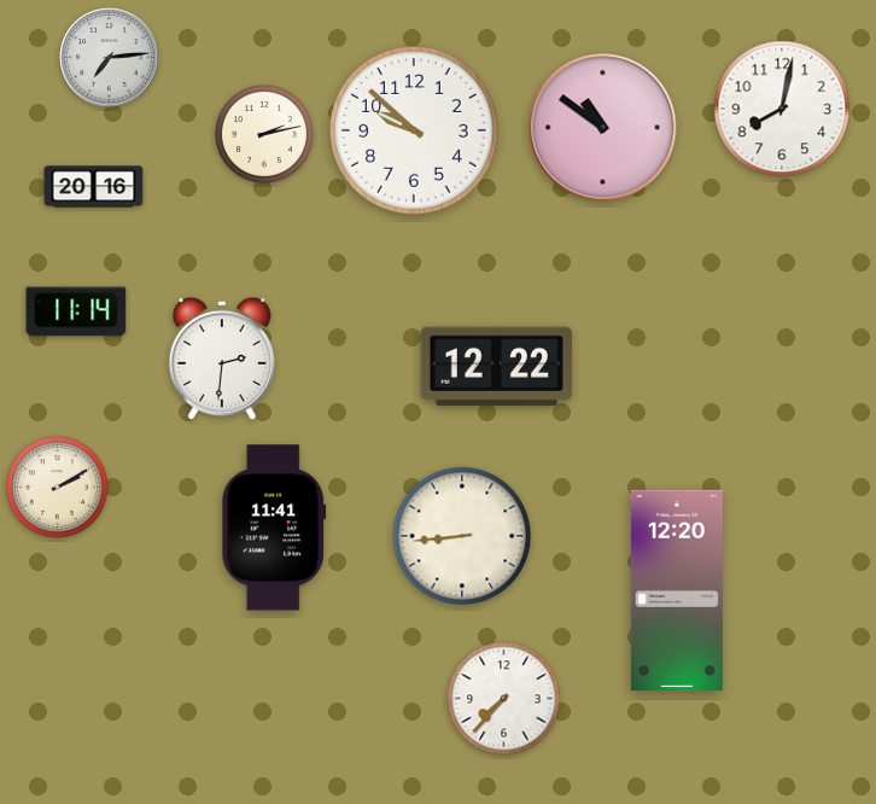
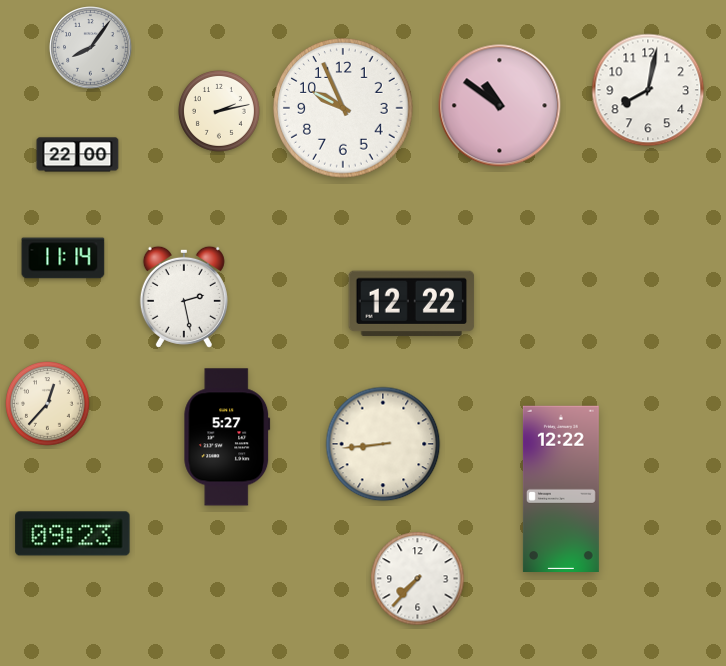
clock at (110, 58): 7:14 -> 8:06
clock at (414, 130): 9:52 -> 9:56
clock at (94, 187): 20:16 -> 22:00
clock at (222, 359): 2:31 -> 2:28
clock at (58, 488): 2:10 -> 12:37
clock at (274, 528): 11:41 -> 5:27
clock at (677, 589): 12:20 -> 12:22
clock at (73, 534): none -> 09:23
